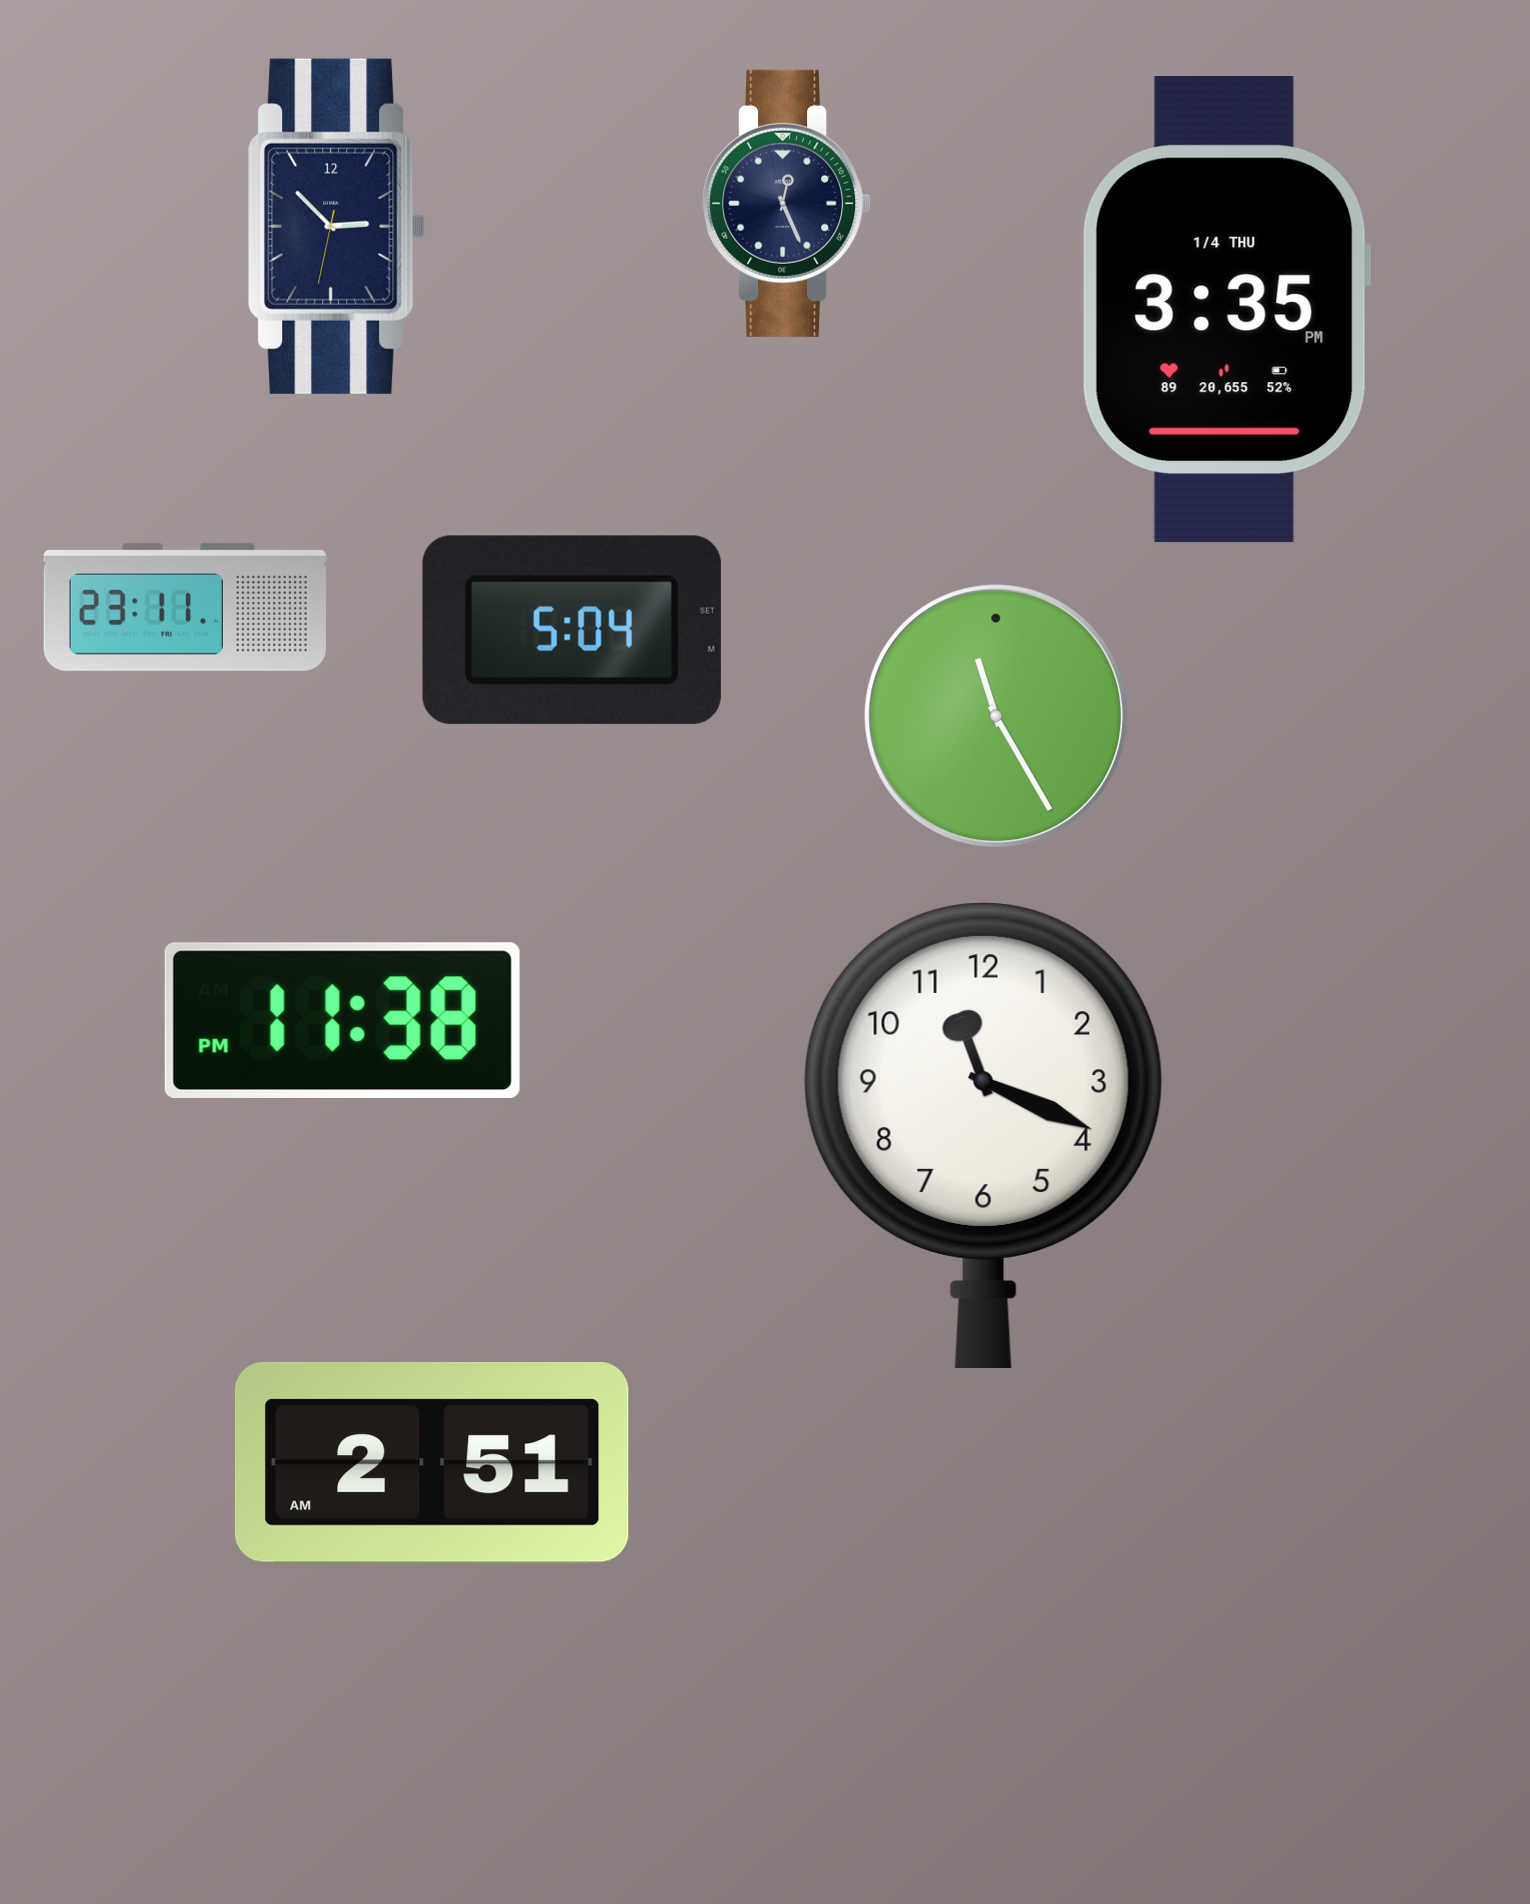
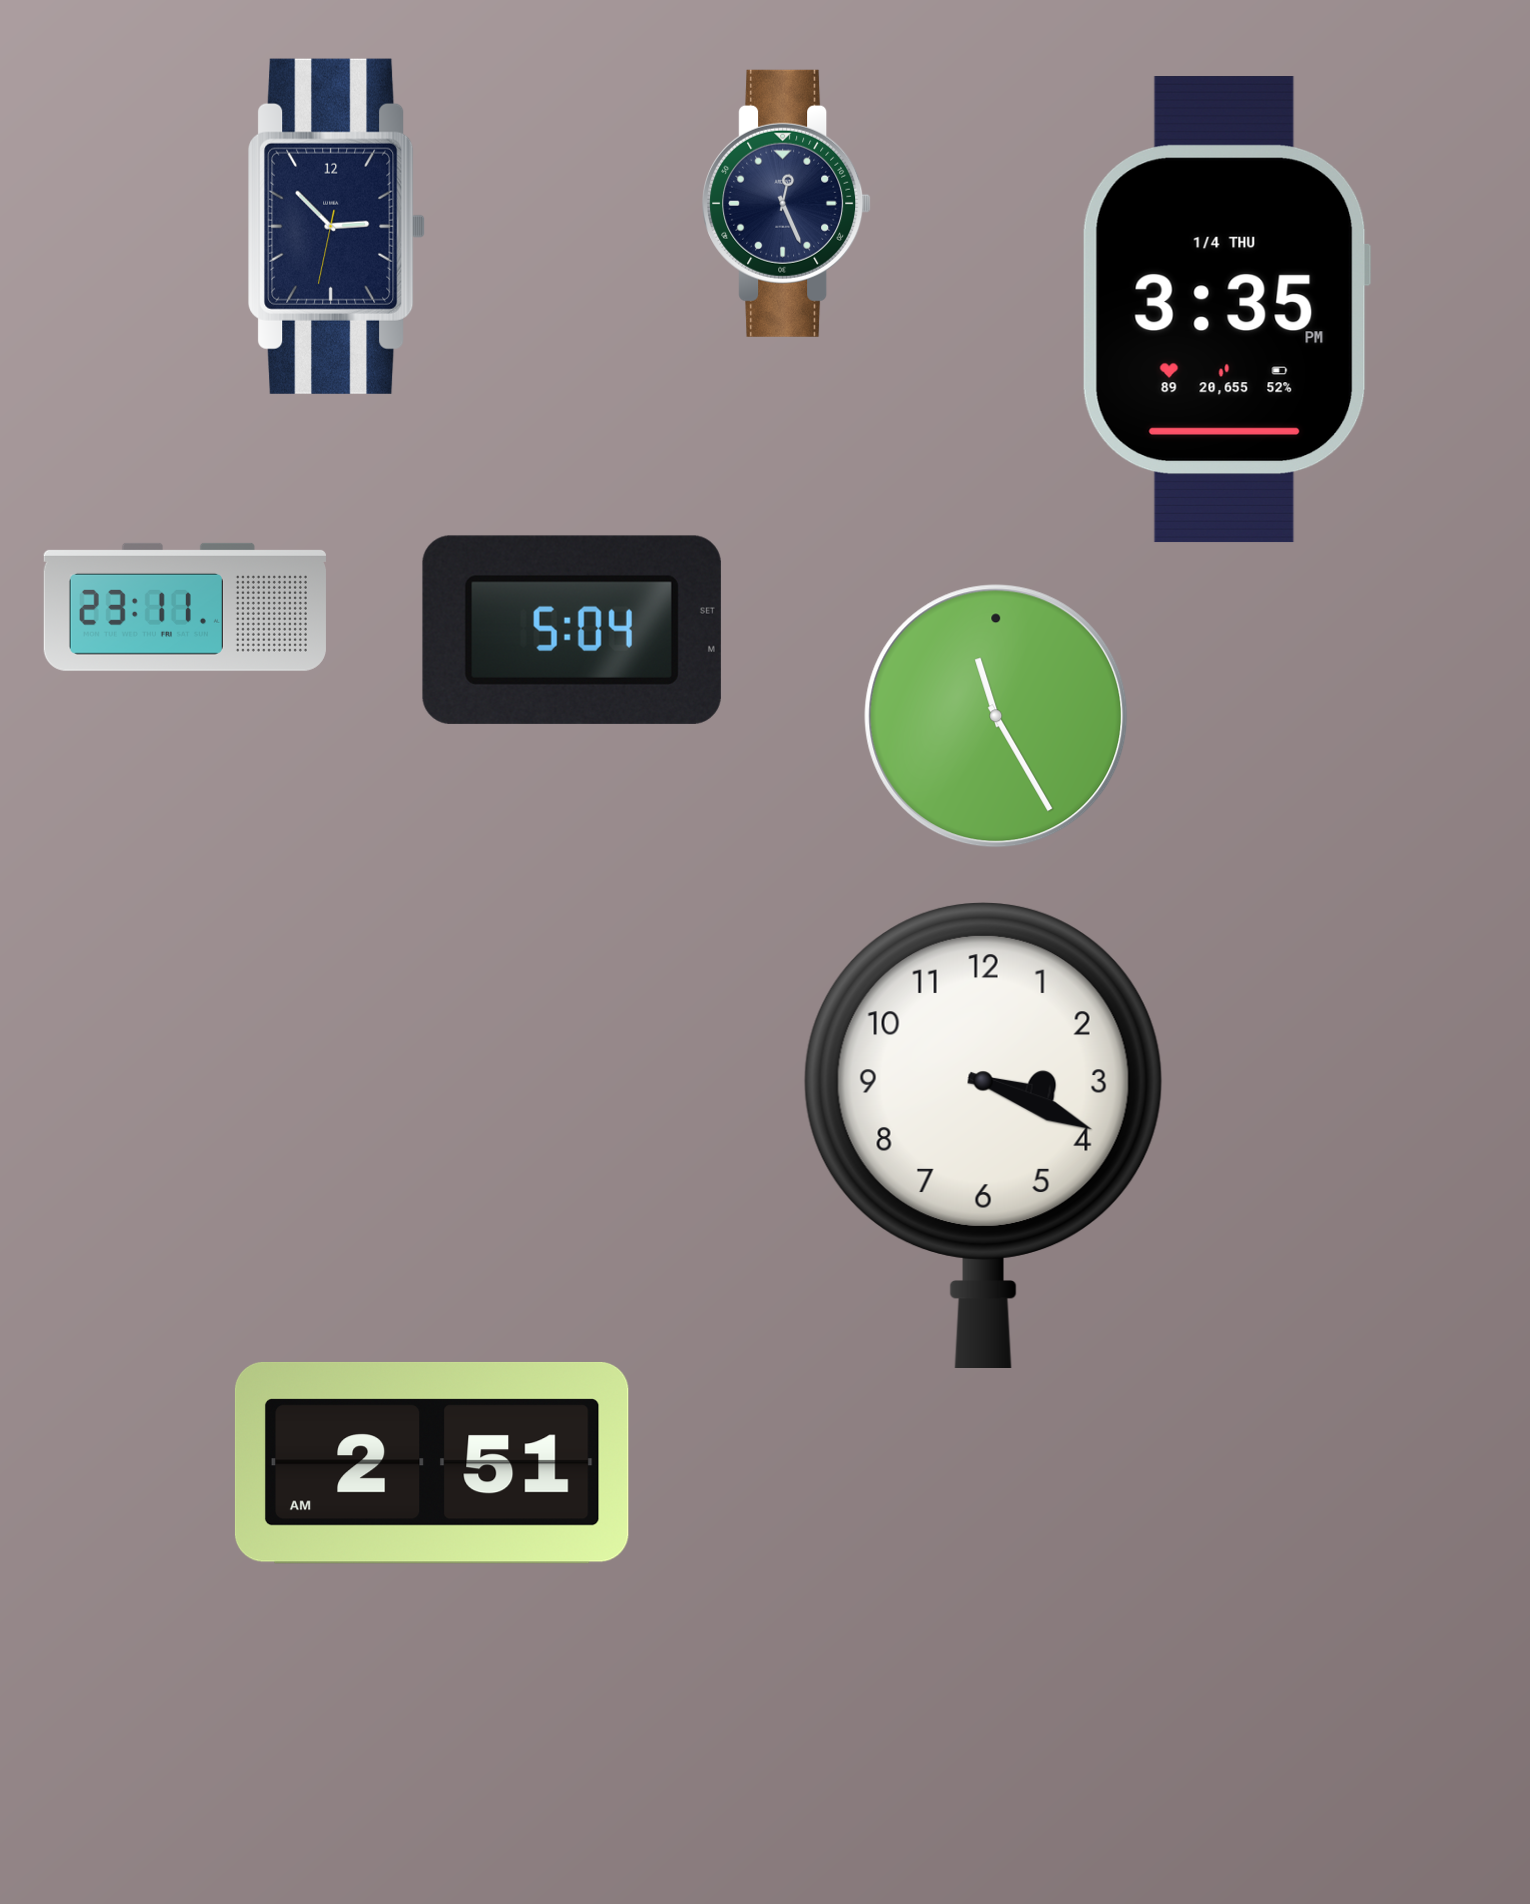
clock at (342, 1020): 11:38 -> none
clock at (983, 1135): 11:19 -> 3:19
